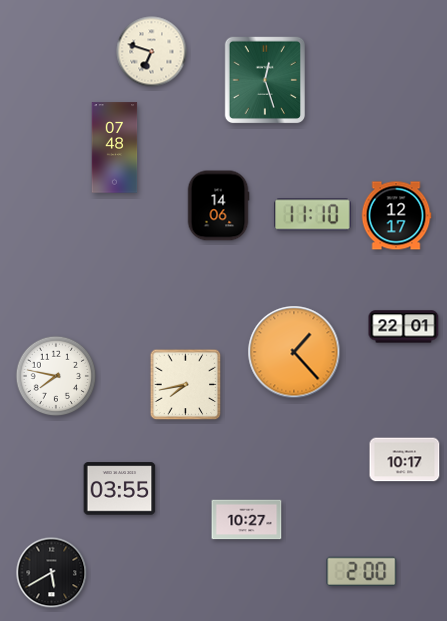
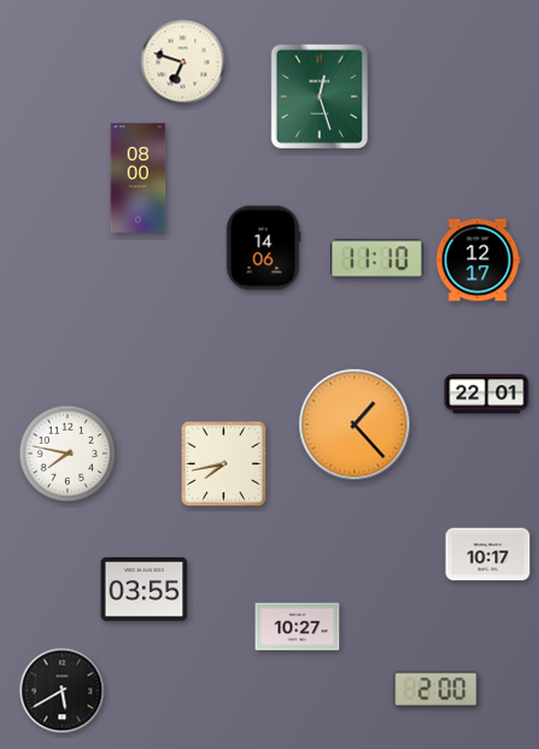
clock at (115, 148): 07:48 -> 08:00
